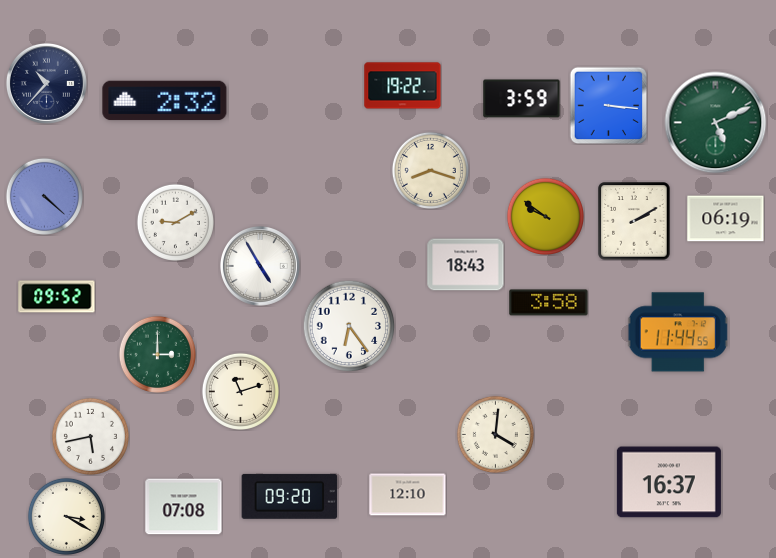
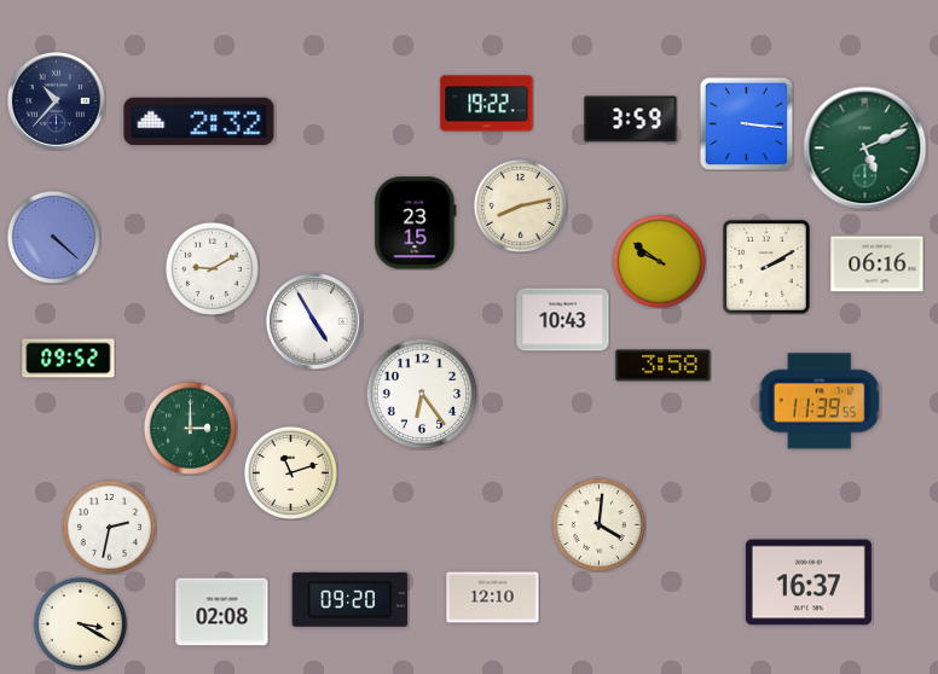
clock at (608, 105) position: (608, 105) -> (746, 123)
clock at (430, 170): 8:18 -> 8:13
clock at (416, 223): none -> 23:15
clock at (726, 219): 06:19 -> 06:16
clock at (466, 265): 18:43 -> 10:43
clock at (678, 332): 11:44 -> 11:39
clock at (90, 436): 5:43 -> 2:32
clock at (184, 507): 07:08 -> 02:08
